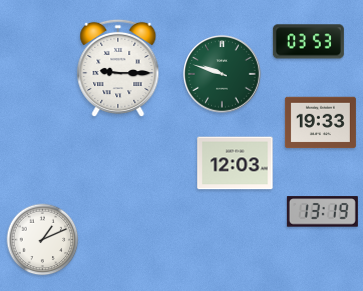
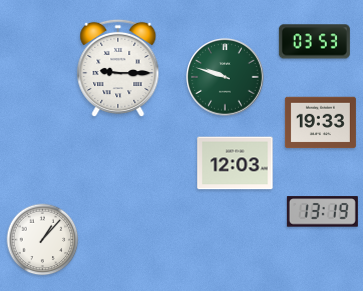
clock at (308, 42) position: (308, 42) -> (314, 42)
clock at (222, 74) position: (222, 74) -> (225, 77)
clock at (43, 240): 1:11 -> 1:07
